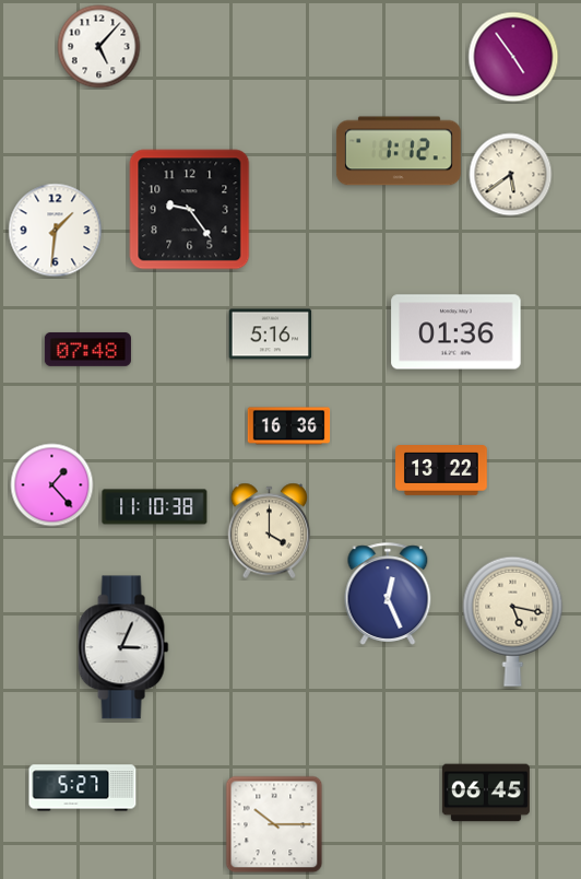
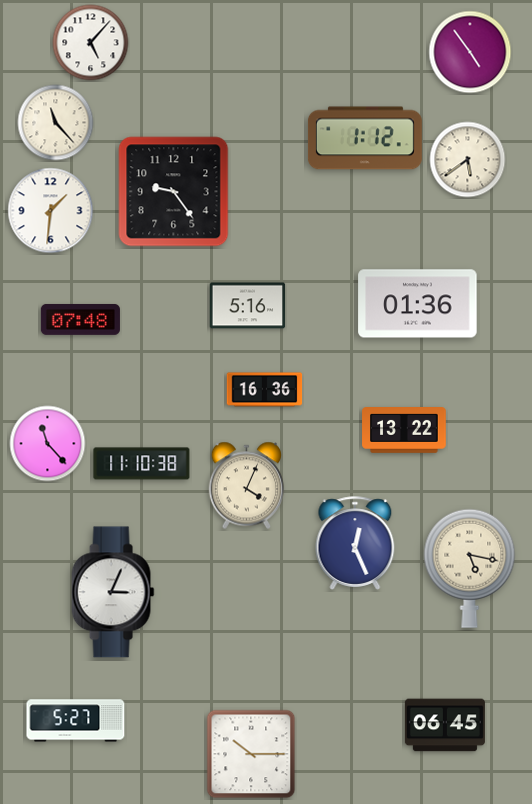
clock at (56, 123): none -> 11:23
clock at (52, 485): 1:23 -> 11:23
clock at (270, 531): 4:00 -> 4:04
